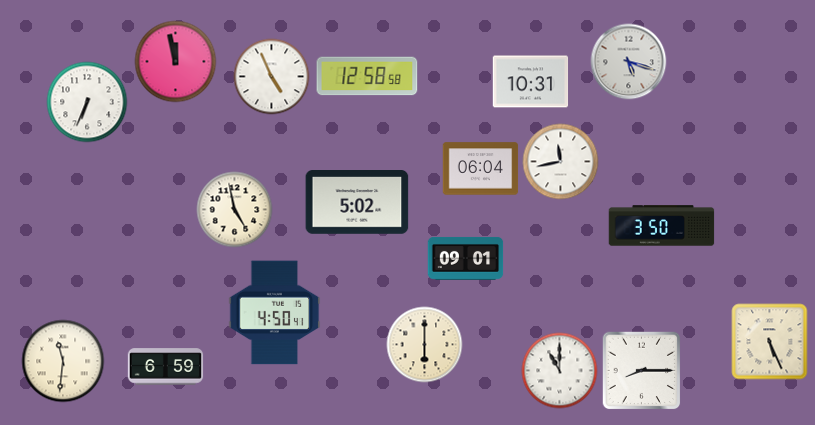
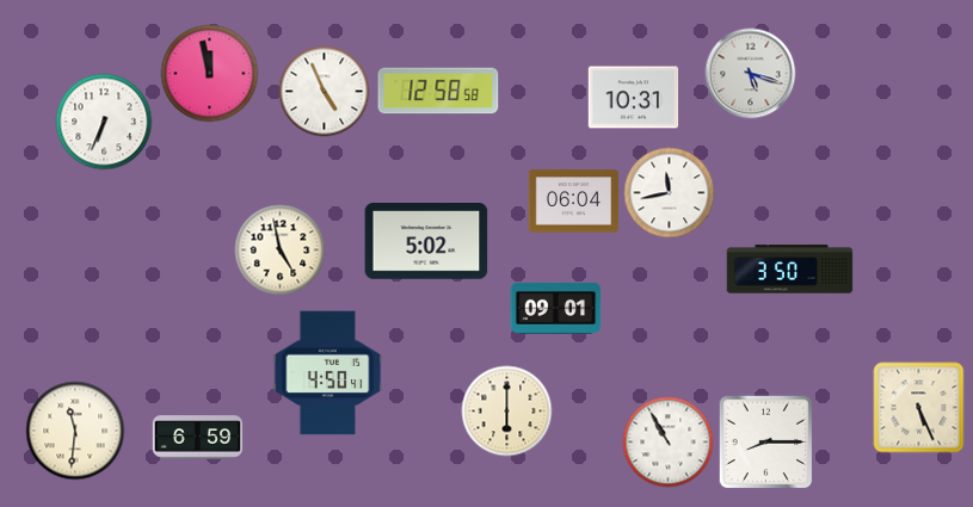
clock at (560, 371): 11:00 -> 10:55
